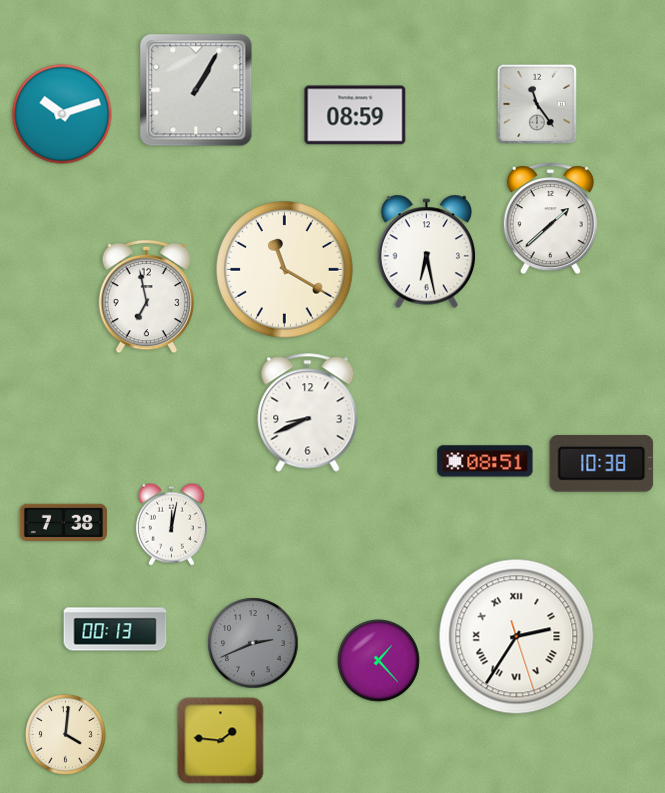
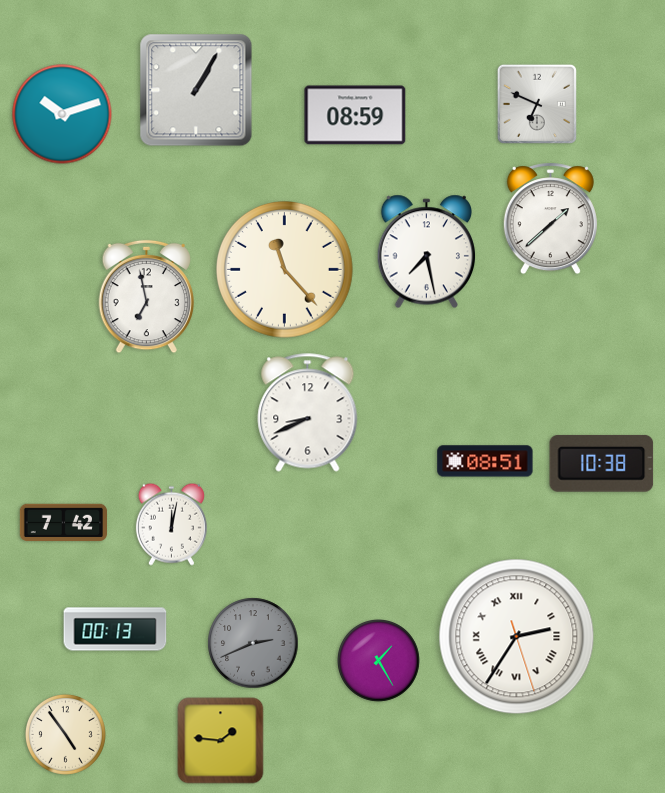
clock at (537, 104): 11:24 -> 6:49
clock at (427, 252): 6:28 -> 7:28
clock at (285, 270): 11:20 -> 11:23
clock at (63, 523): 7:38 -> 7:42
clock at (379, 661): 1:23 -> 1:25
clock at (65, 734): 4:01 -> 4:54
